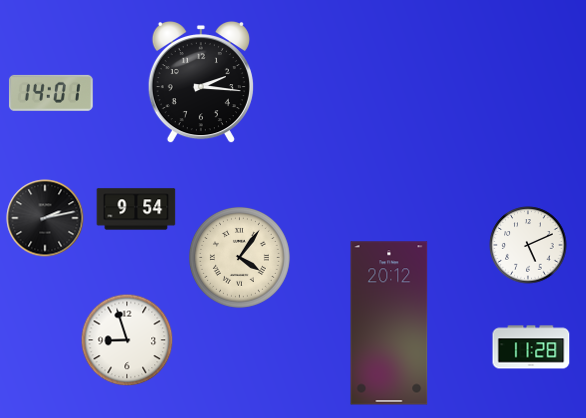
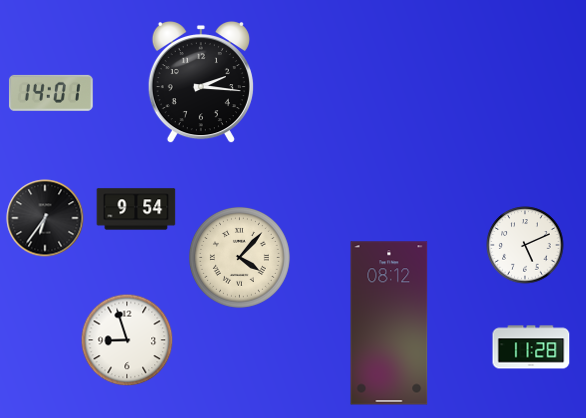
clock at (45, 218): 2:13 -> 6:36
clock at (528, 245) position: (528, 245) -> (525, 245)
clock at (239, 257): 4:06 -> 4:07
clock at (389, 323): 20:12 -> 08:12
